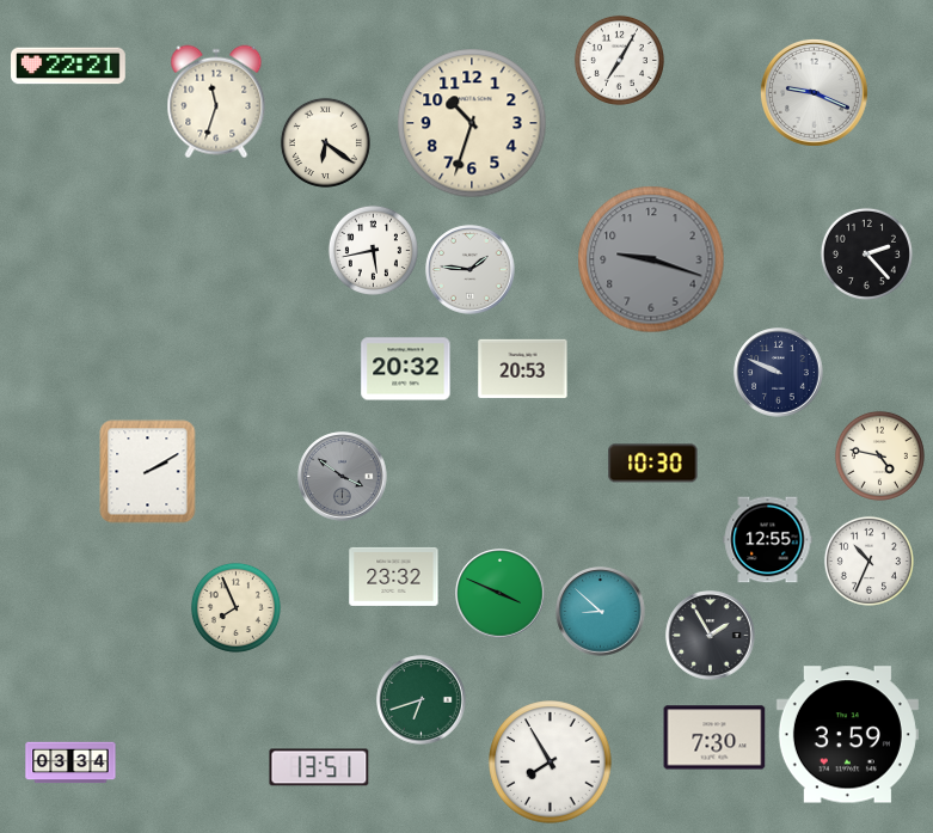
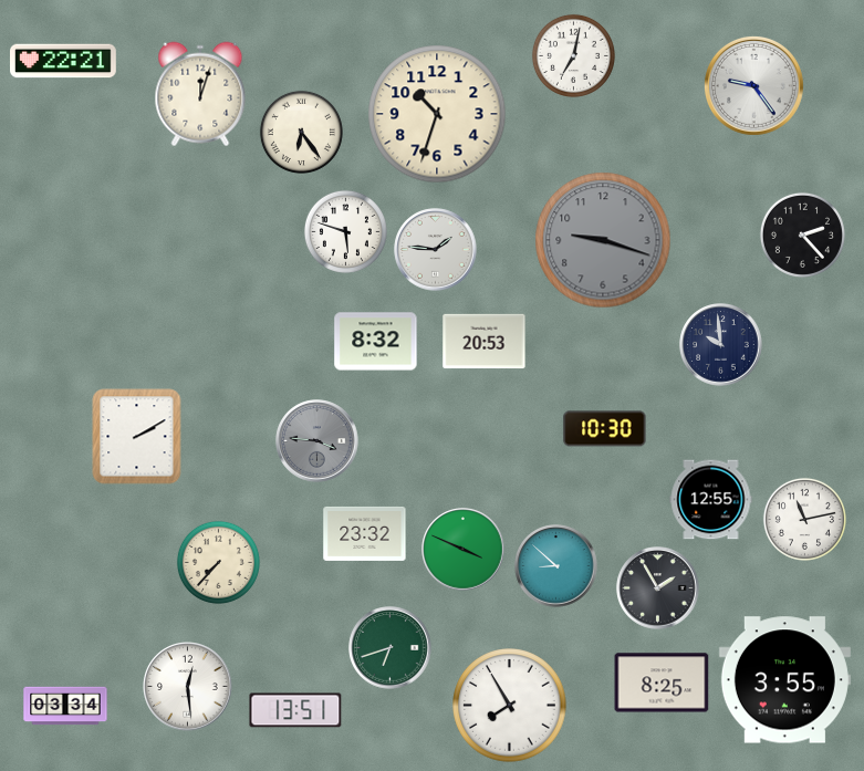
clock at (619, 60): 7:05 -> 7:02
clock at (814, 92): 9:19 -> 9:24
clock at (216, 102): 11:33 -> 12:03
clock at (325, 142): 6:21 -> 6:24
clock at (373, 250): 5:43 -> 5:48
clock at (406, 369): 20:32 -> 8:32
clock at (779, 373): 9:49 -> 9:59
clock at (879, 455): 4:47 -> none
clock at (343, 477): 3:51 -> 3:46
clock at (868, 561): 10:34 -> 11:13
clock at (235, 607): 7:56 -> 7:37
clock at (847, 735): 3:59 -> 3:55
clock at (714, 737): 7:30 -> 8:25
clock at (188, 687): none -> 12:29
